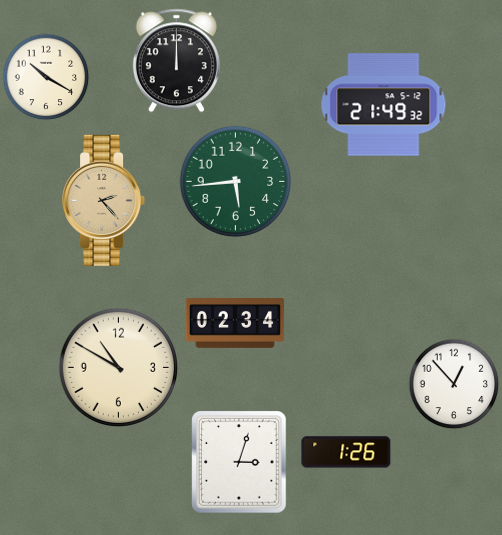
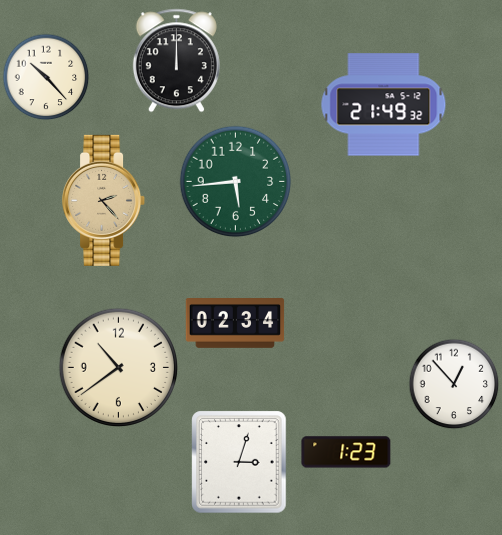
clock at (46, 77): 10:20 -> 10:23
clock at (118, 367): 10:50 -> 10:39
clock at (346, 452): 1:26 -> 1:23
